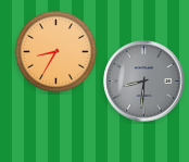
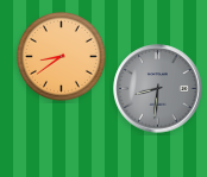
clock at (55, 51): 8:35 -> 8:39
